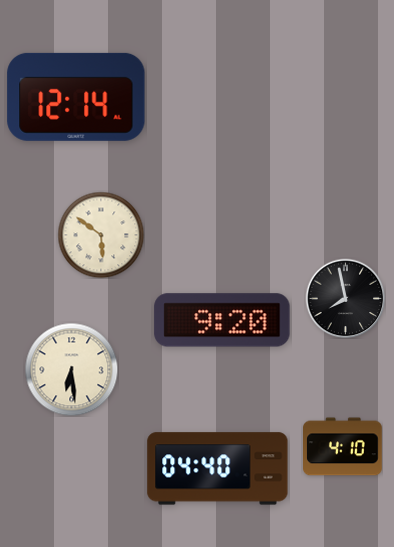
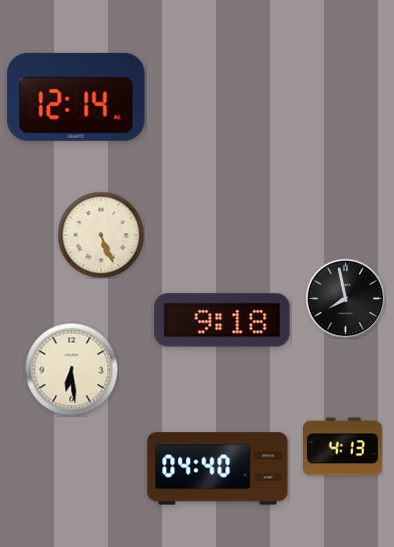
clock at (101, 235): 5:51 -> 5:26
clock at (222, 320): 9:20 -> 9:18
clock at (343, 447): 4:10 -> 4:13
